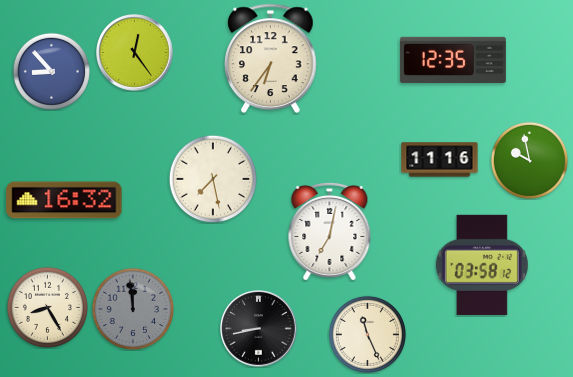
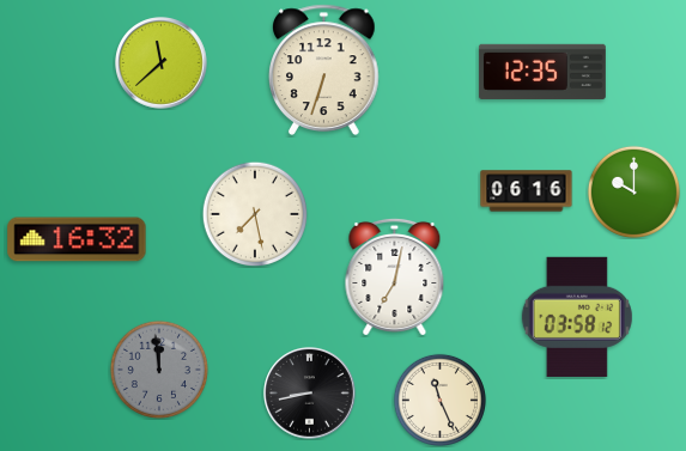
clock at (135, 53): 12:24 -> 11:38
clock at (271, 58): 6:36 -> 6:33
clock at (51, 71): 8:53 -> none
clock at (440, 160): 11:16 -> 06:16
clock at (529, 160): 9:58 -> 10:00
clock at (47, 307): 8:25 -> none
